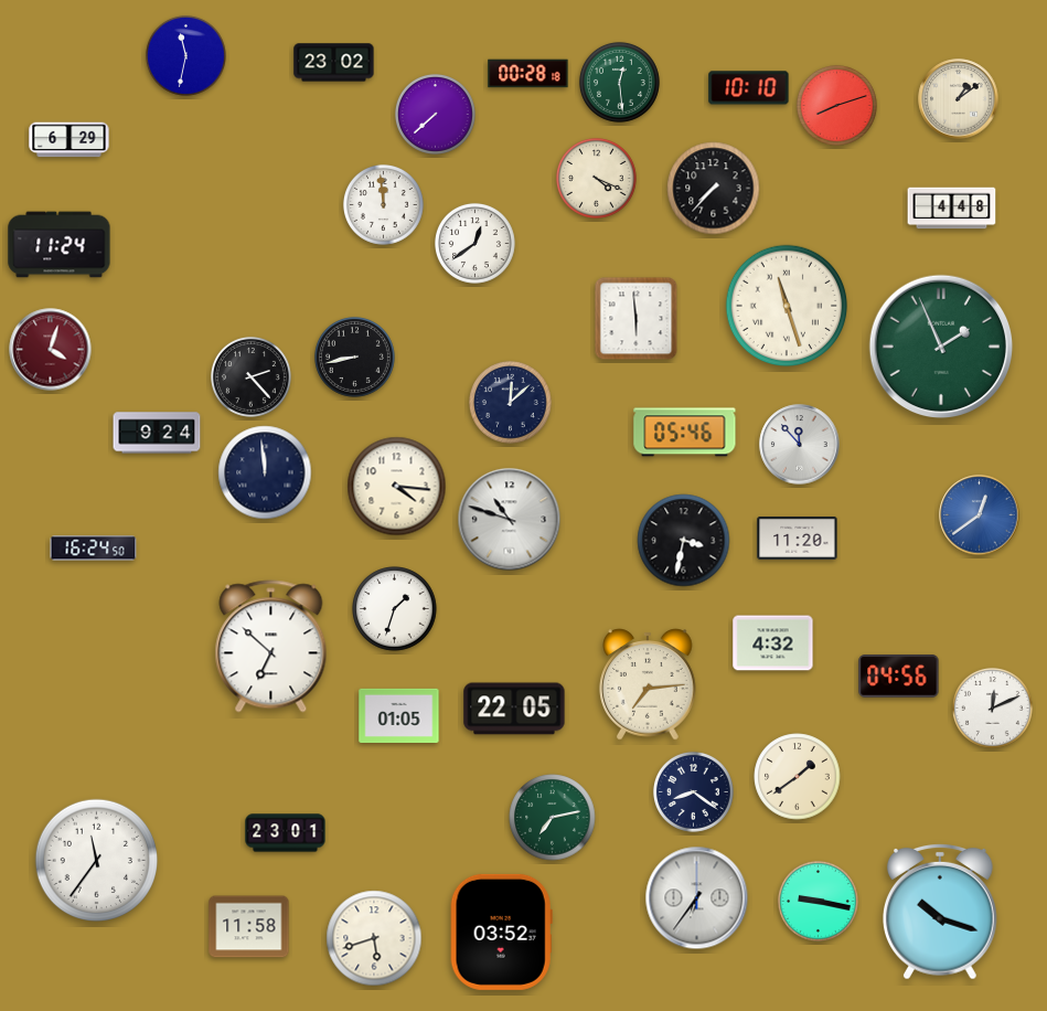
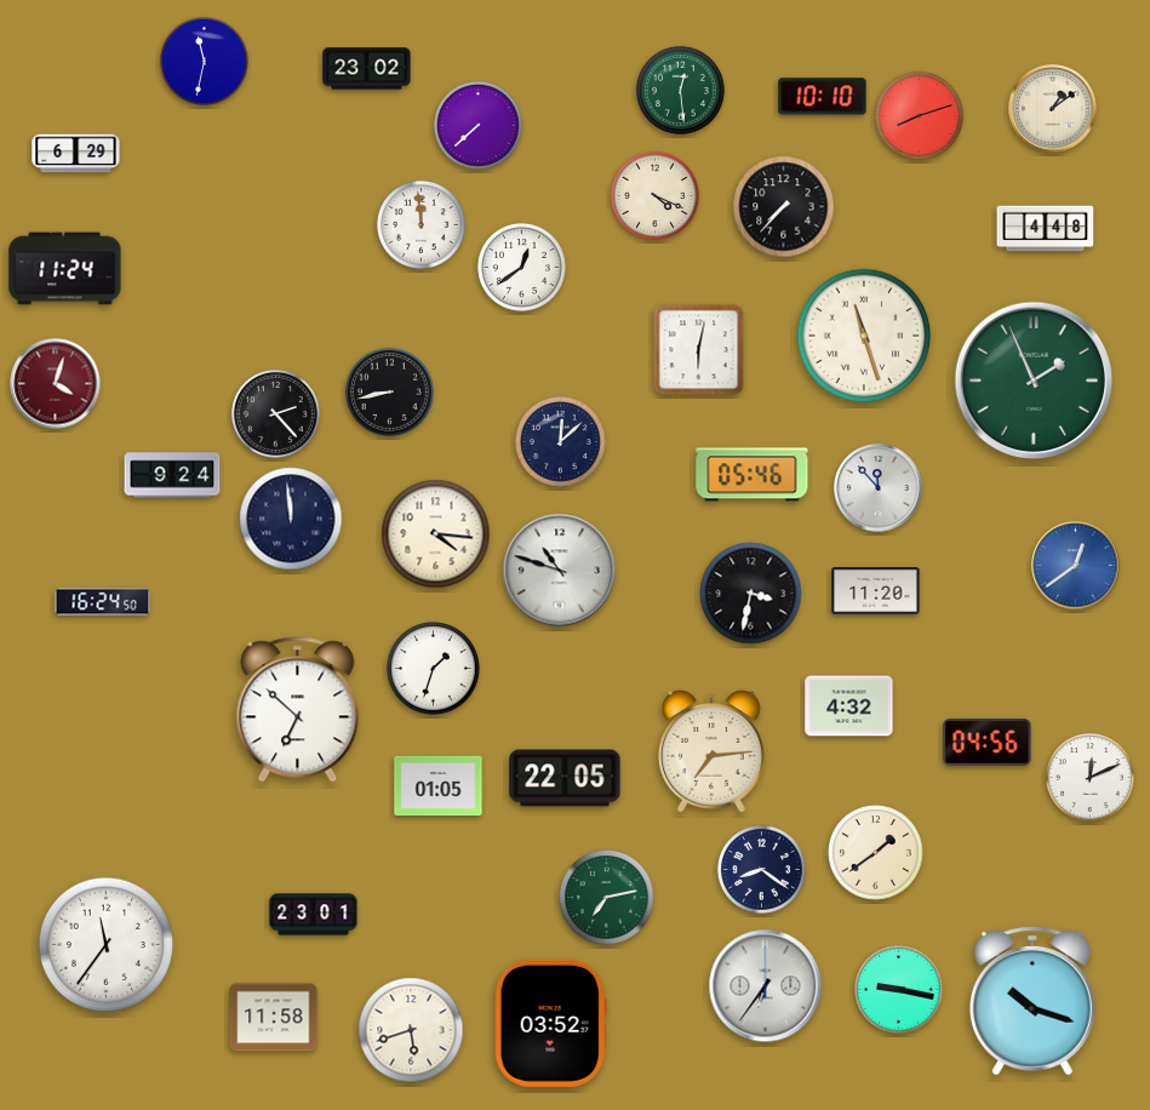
clock at (528, 74): 00:28 -> none
clock at (637, 319): 5:59 -> 6:02
